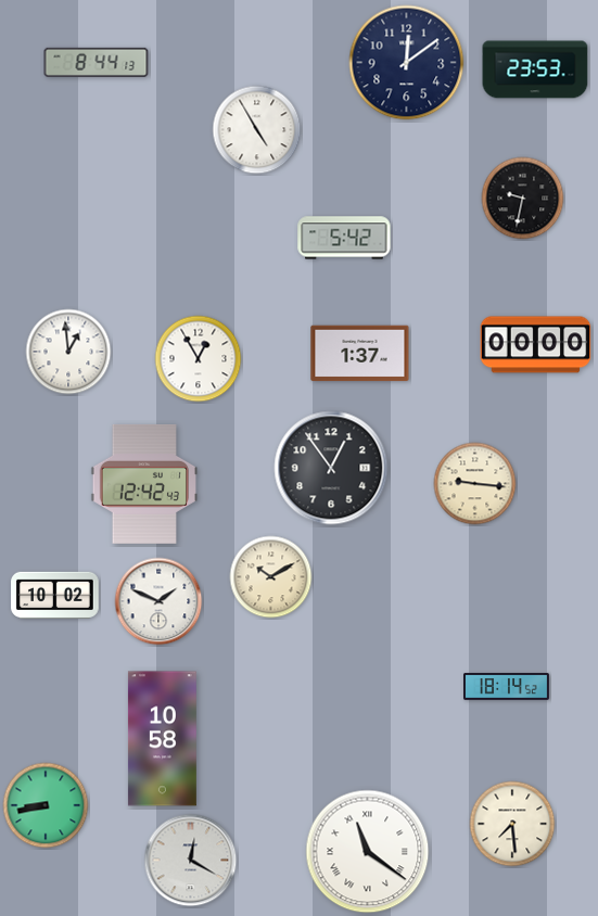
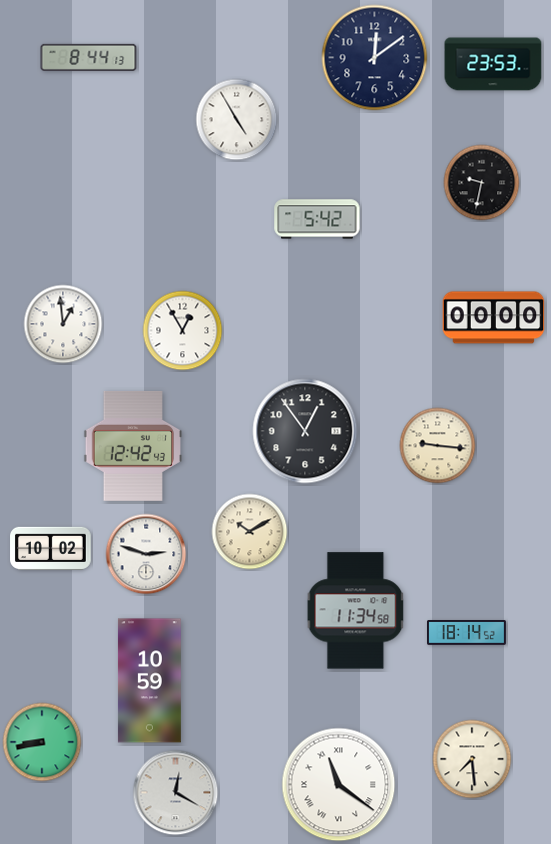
clock at (360, 354): 1:37 -> none
clock at (158, 601): 1:49 -> 2:48
clock at (356, 611): none -> 11:34
clock at (162, 739): 10:58 -> 10:59
